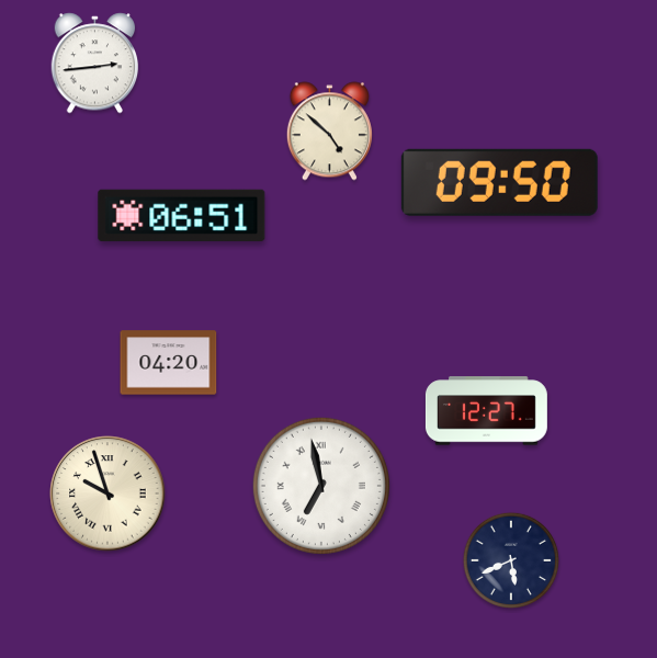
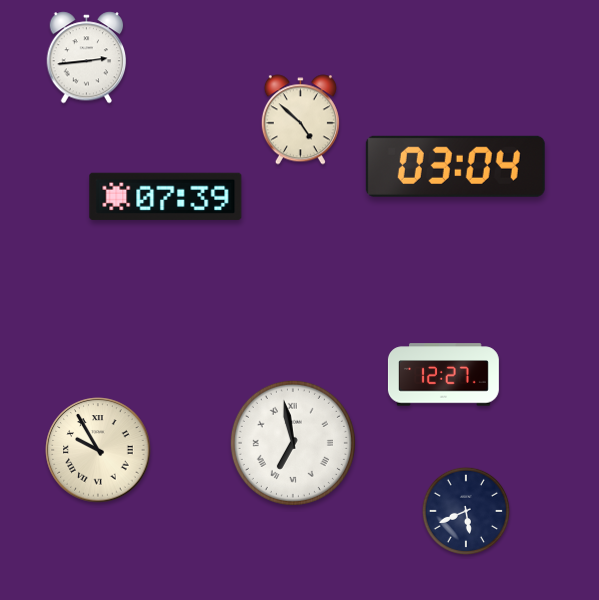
clock at (499, 182): 09:50 -> 03:04
clock at (182, 215): 06:51 -> 07:39
clock at (169, 363): 04:20 -> none
clock at (107, 493): 9:57 -> 9:55
